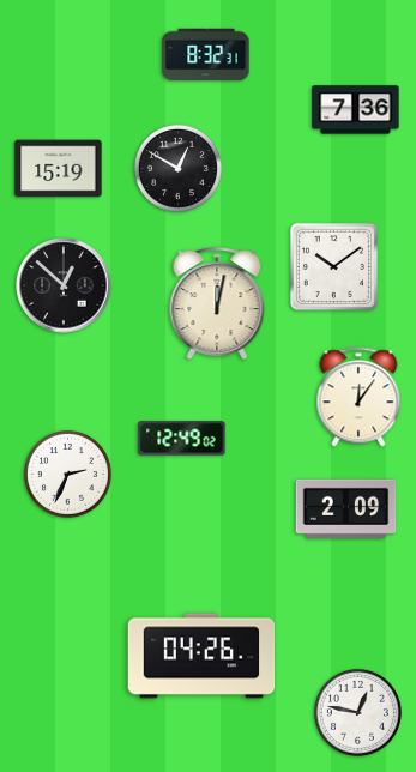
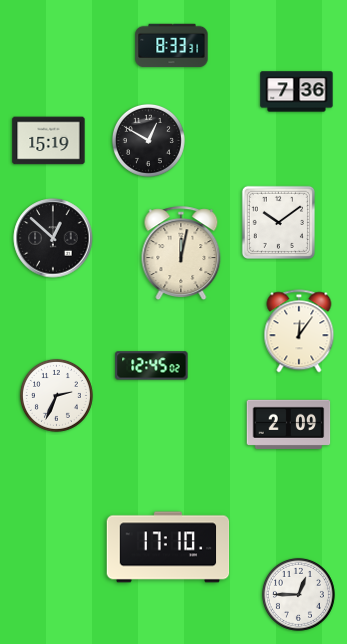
clock at (206, 55): 8:32 -> 8:33
clock at (182, 439): 12:49 -> 12:45
clock at (201, 656): 04:26 -> 17:10
clock at (357, 712): 12:47 -> 12:45
